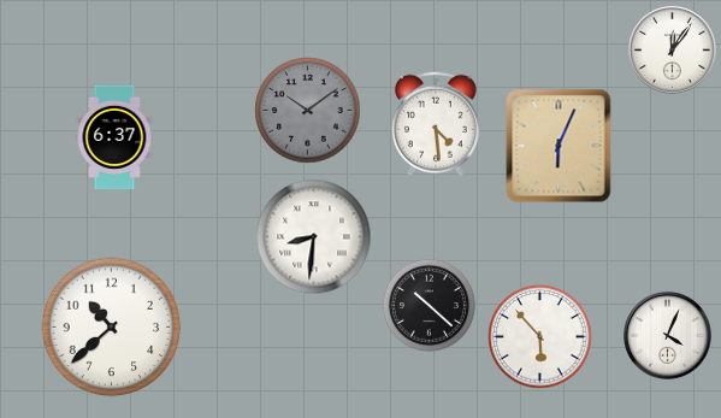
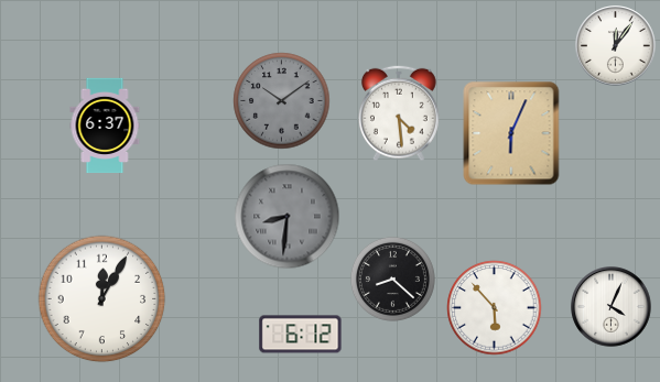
clock at (314, 237) dial: white -> grey
clock at (429, 305): 10:22 -> 8:22
clock at (112, 328): 10:38 -> 12:05
clock at (301, 335): none -> 6:12
